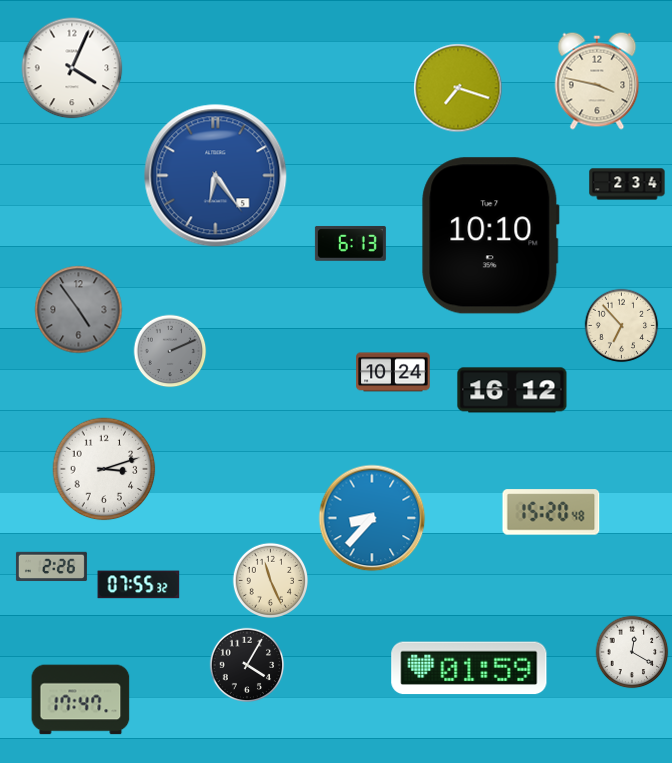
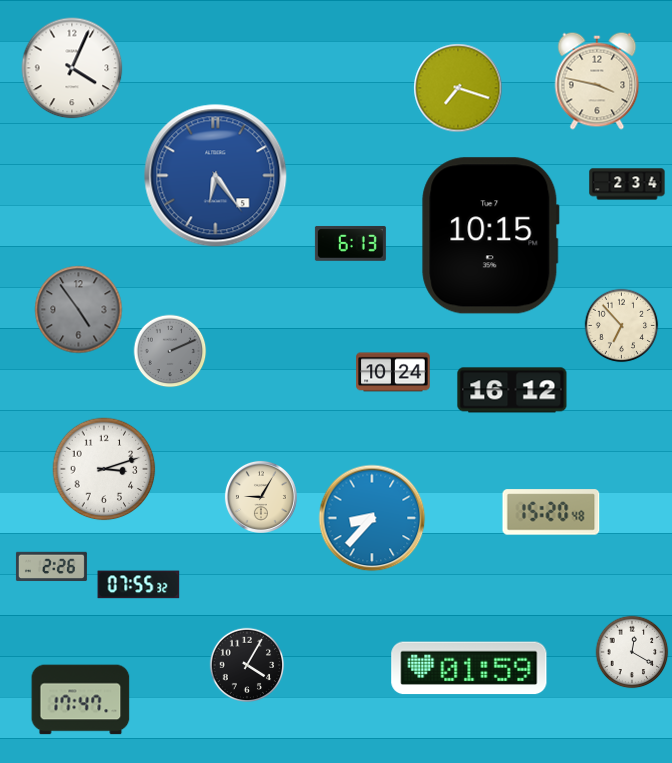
clock at (491, 236): 10:10 -> 10:15
clock at (261, 497): none -> 9:05
clock at (270, 580): 11:26 -> none
